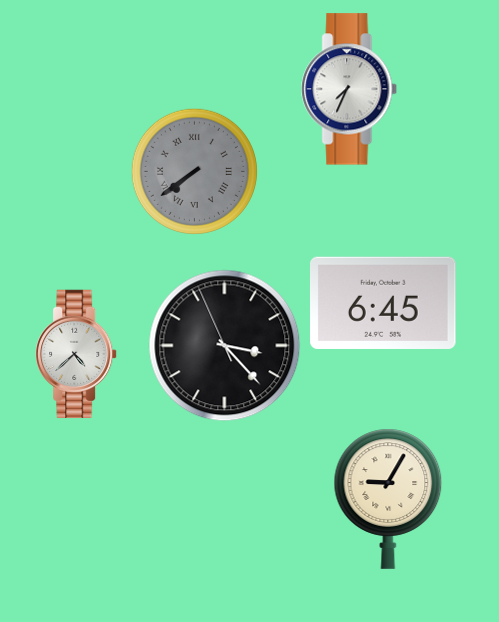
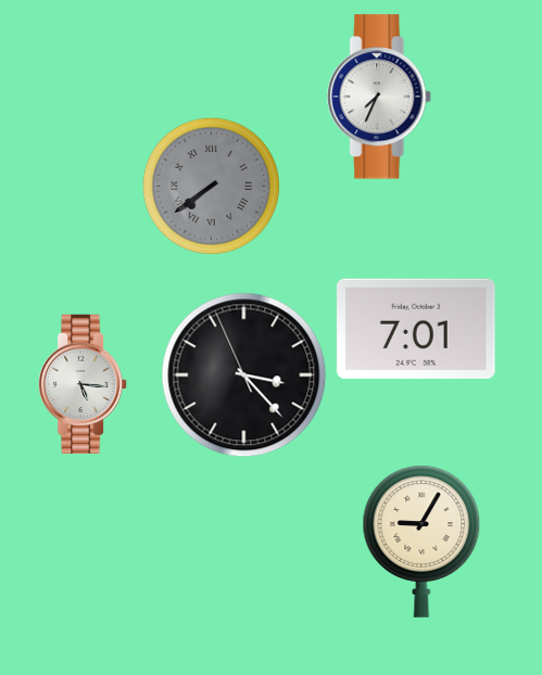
clock at (384, 303): 6:45 -> 7:01
clock at (76, 354): 4:38 -> 5:16
